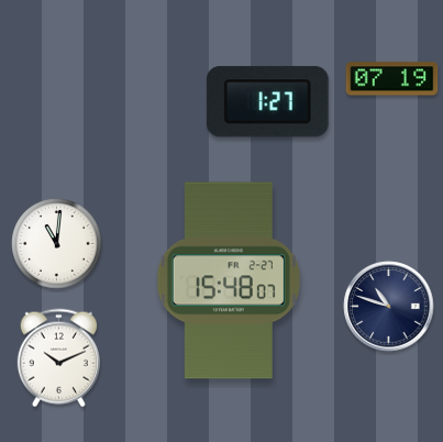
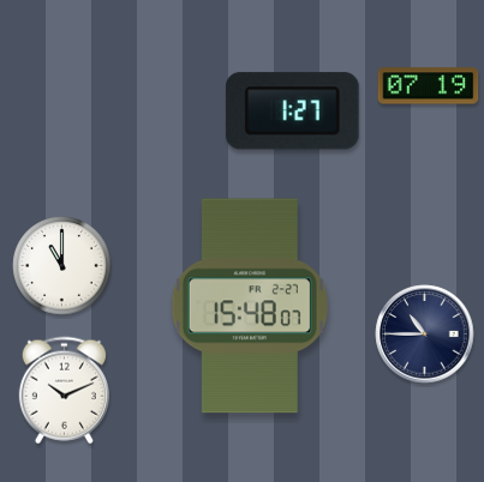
clock at (57, 244): 11:01 -> 11:00
clock at (389, 307): 10:48 -> 10:45
